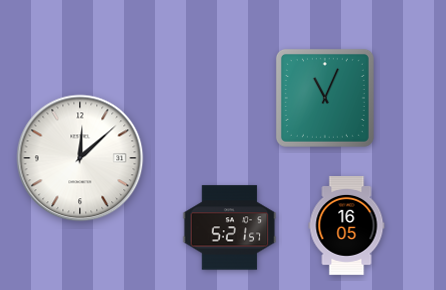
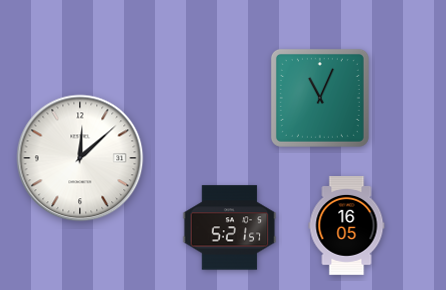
clock at (325, 98) position: (325, 98) -> (320, 98)
